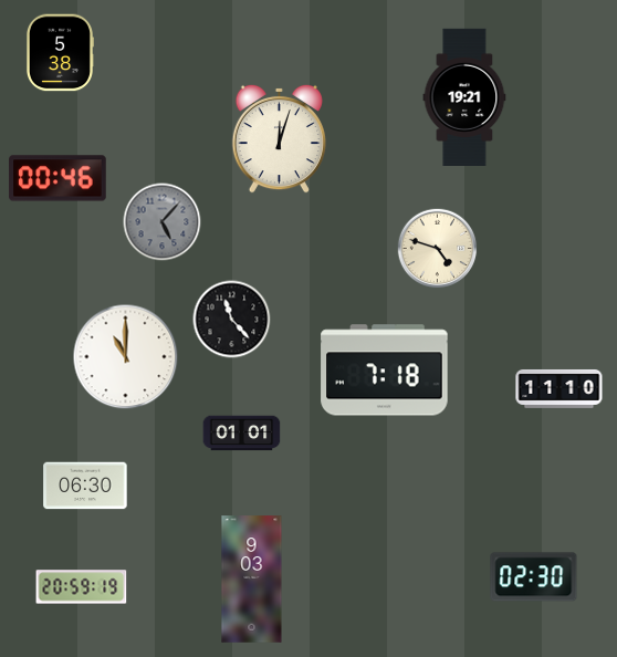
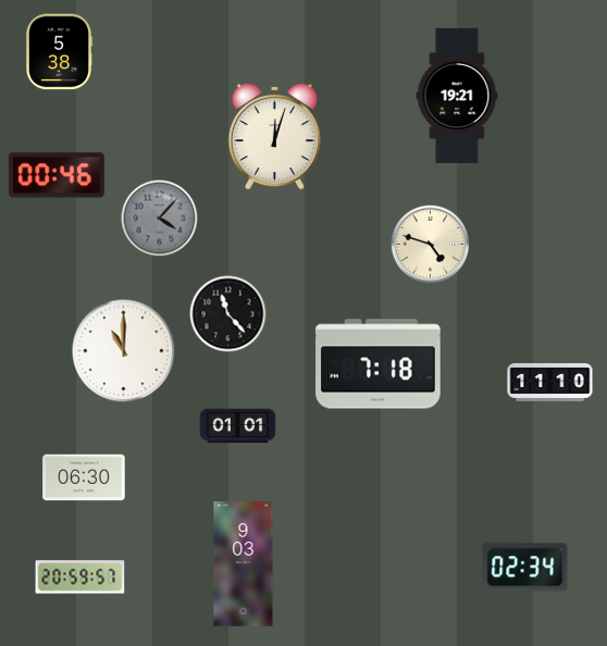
clock at (163, 222): 5:07 -> 4:07
clock at (534, 577): 02:30 -> 02:34
clock at (252, 580) position: (252, 580) -> (244, 564)
clock at (82, 587): 20:59:19 -> 20:59:57
